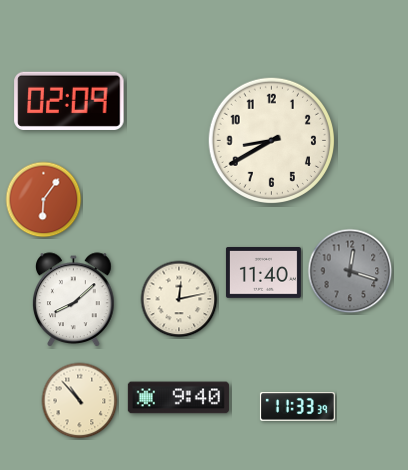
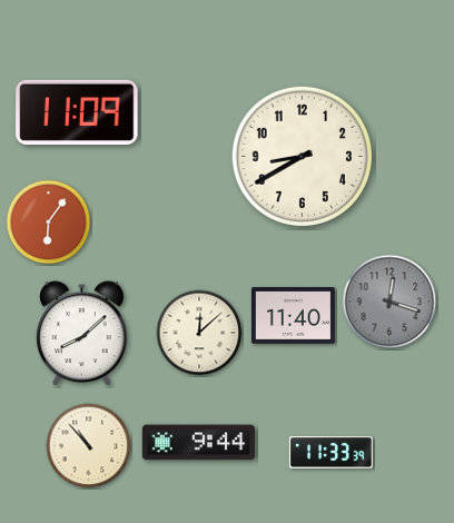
clock at (69, 101): 02:09 -> 11:09
clock at (263, 273) position: (263, 273) -> (293, 316)
clock at (179, 299): 12:13 -> 12:08
clock at (178, 398): 9:40 -> 9:44
